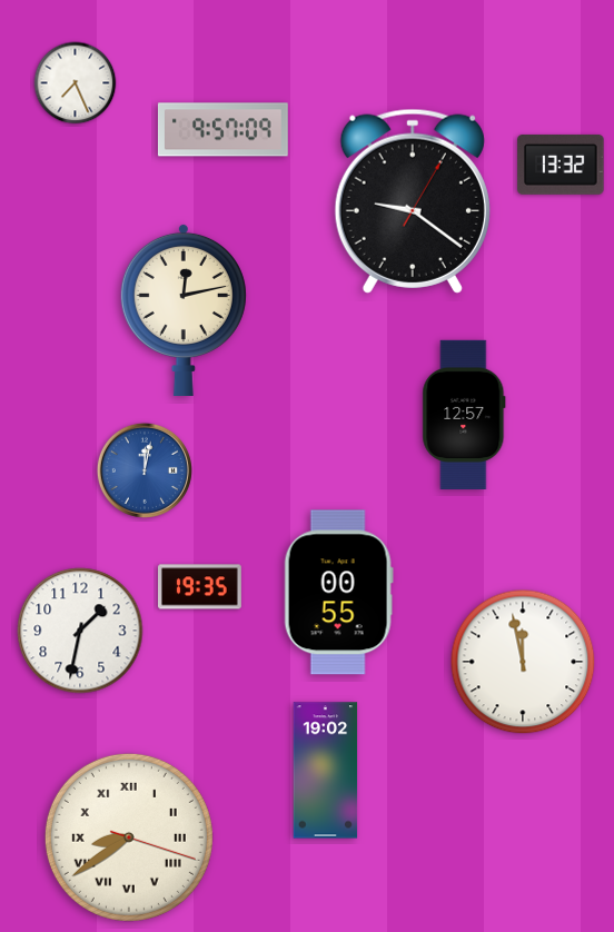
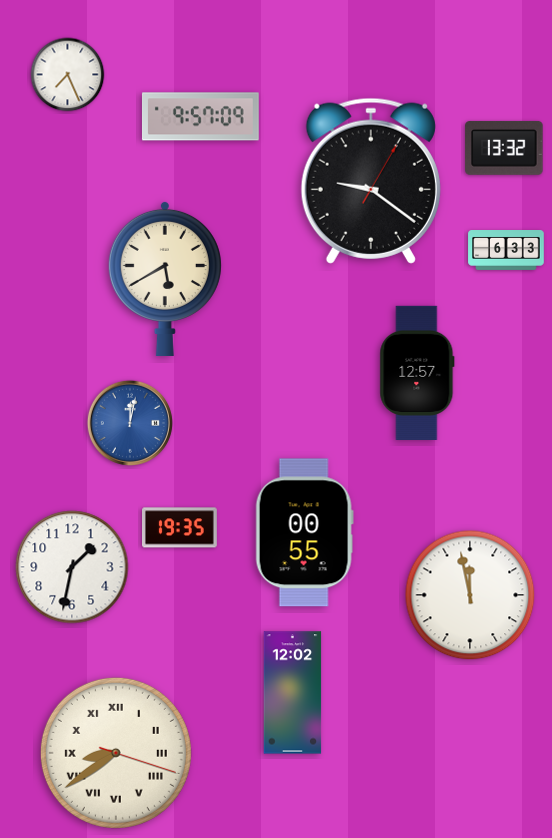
clock at (506, 251): none -> 6:33
clock at (184, 309): 12:13 -> 5:40
clock at (326, 771): 19:02 -> 12:02
